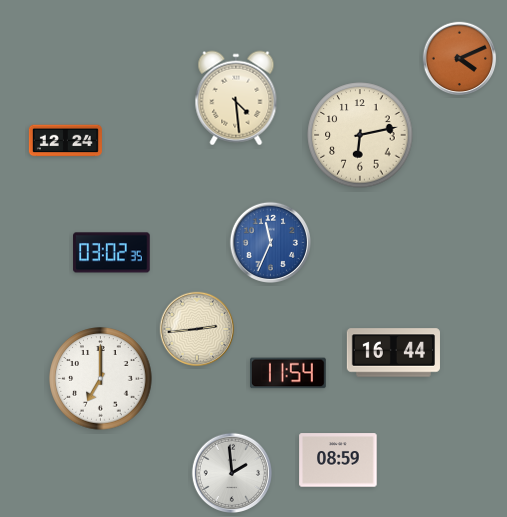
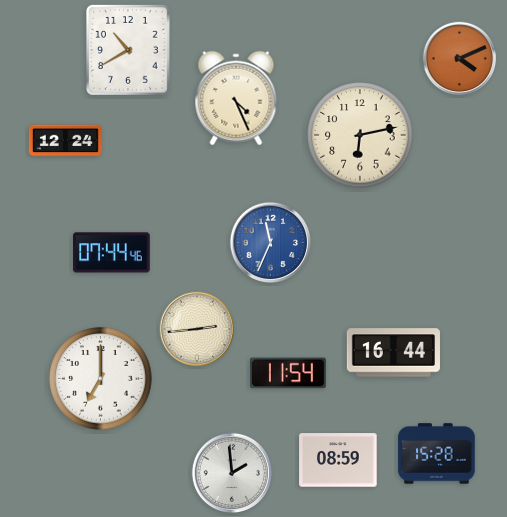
clock at (128, 50): none -> 10:40
clock at (236, 98): 4:29 -> 4:26
clock at (112, 253): 03:02 -> 07:44
clock at (437, 454): none -> 15:28
